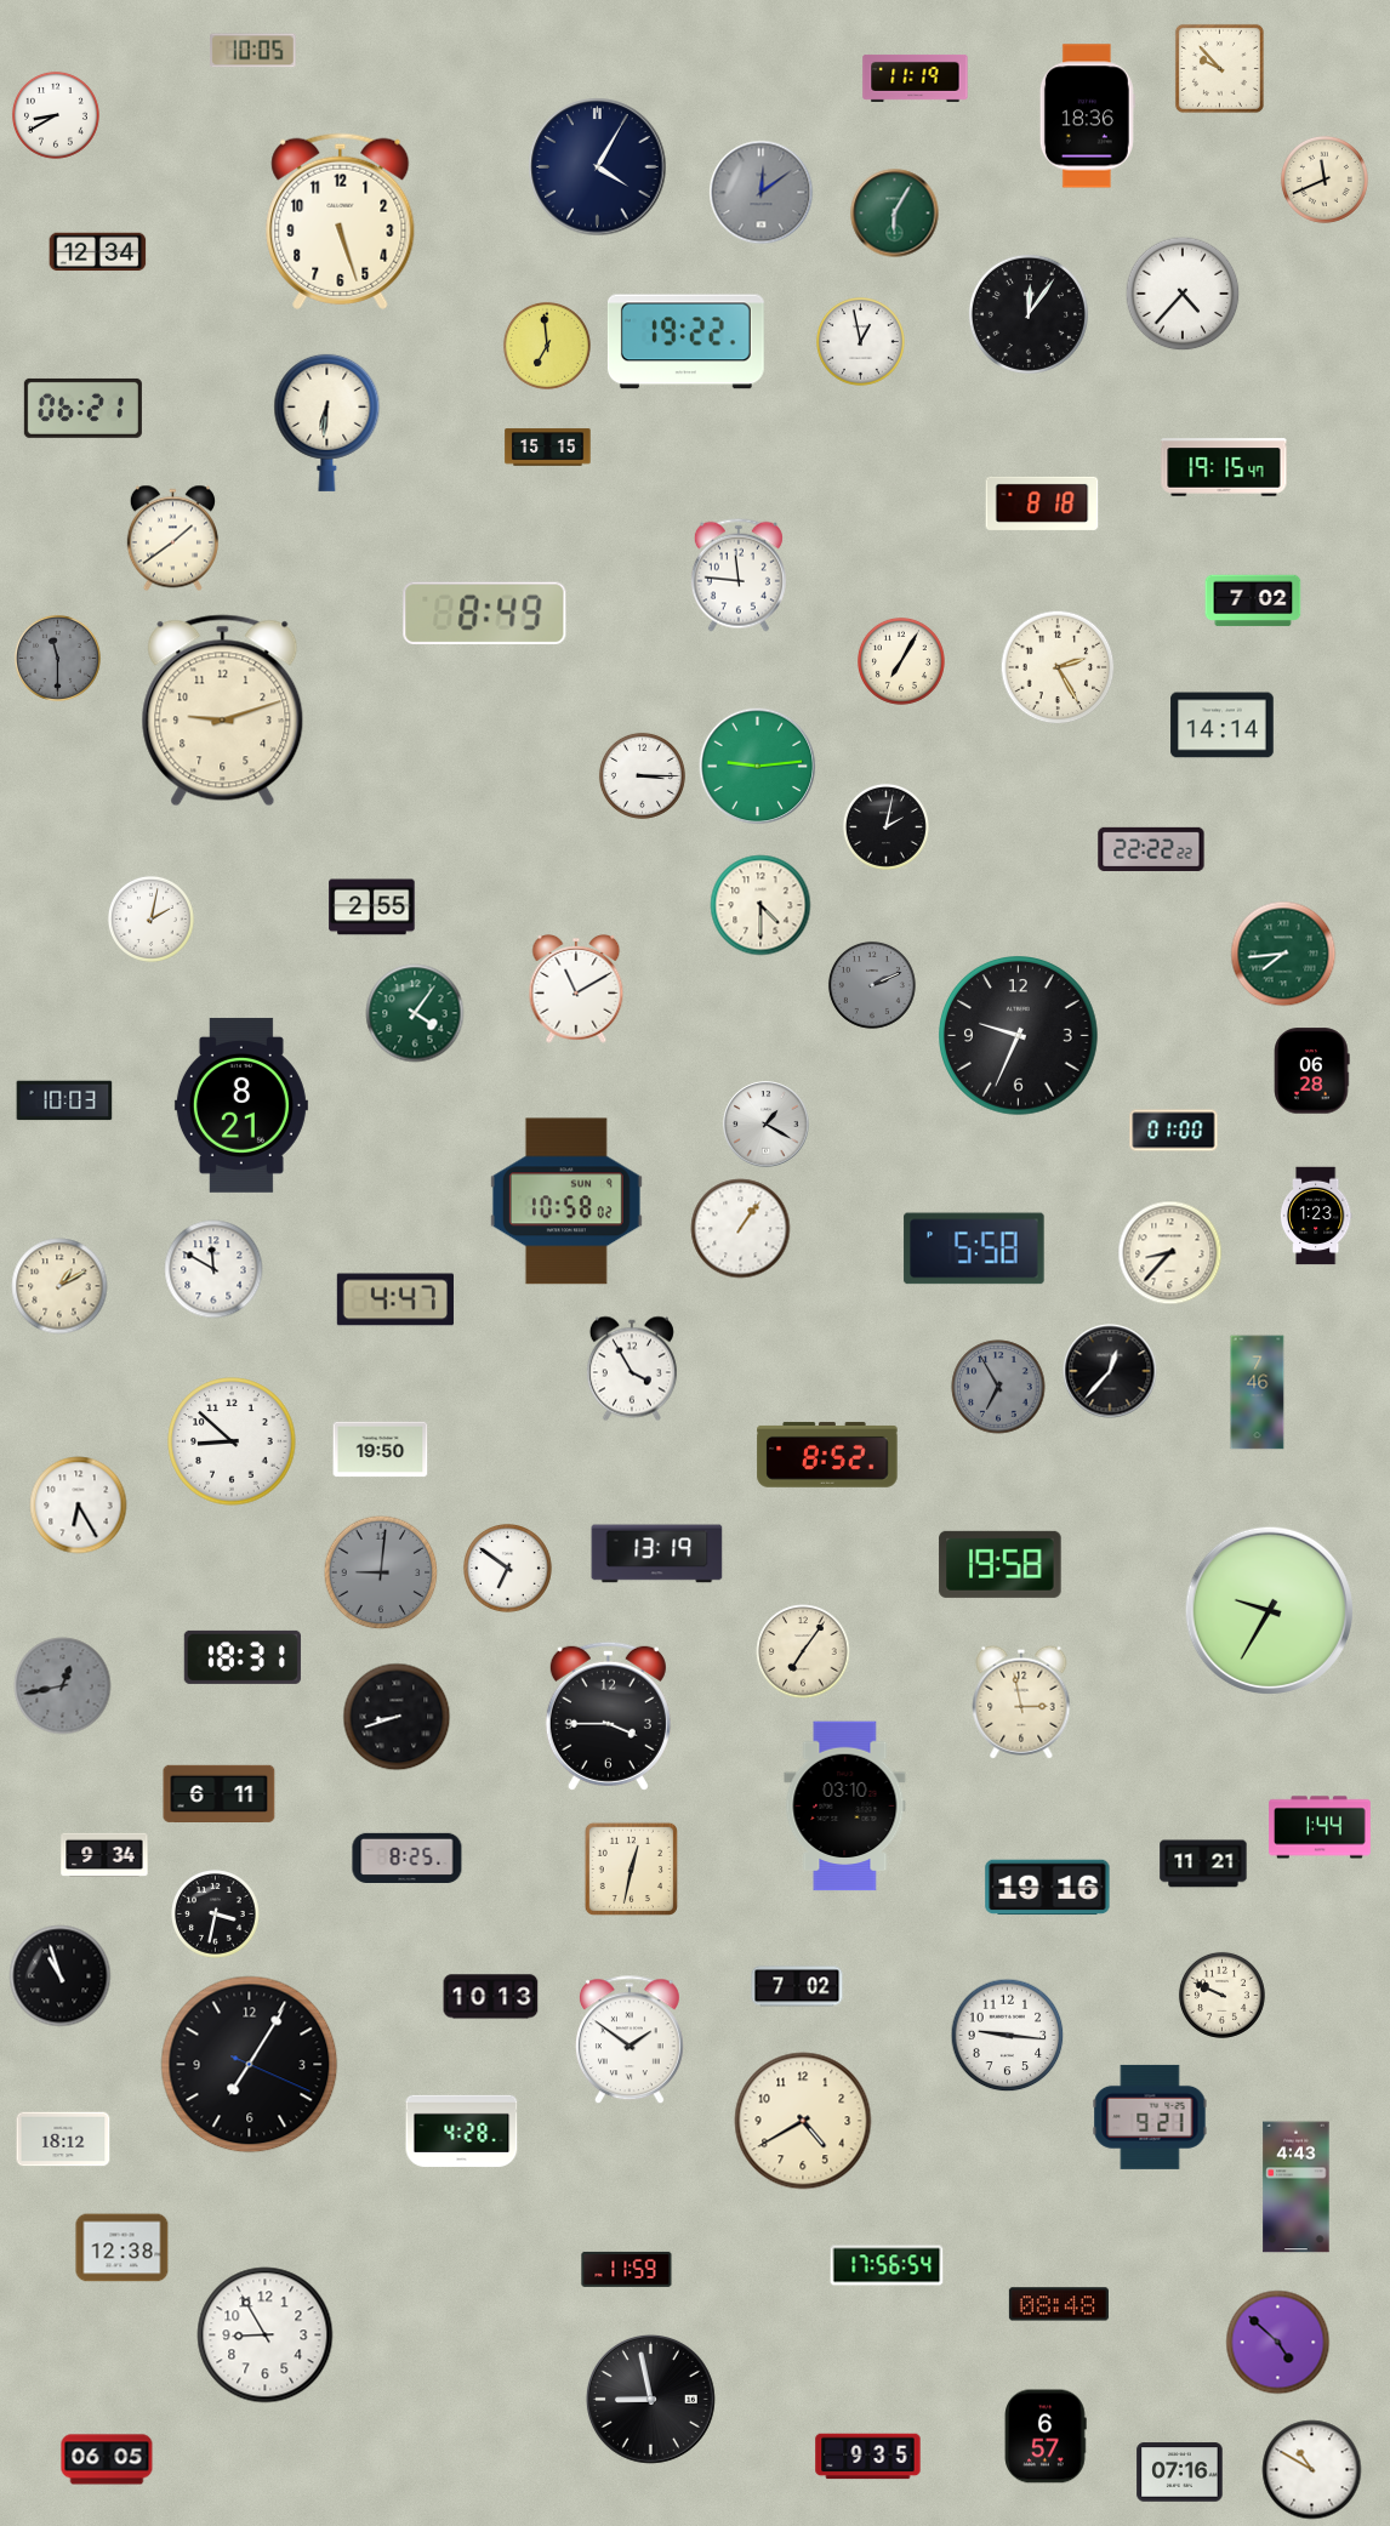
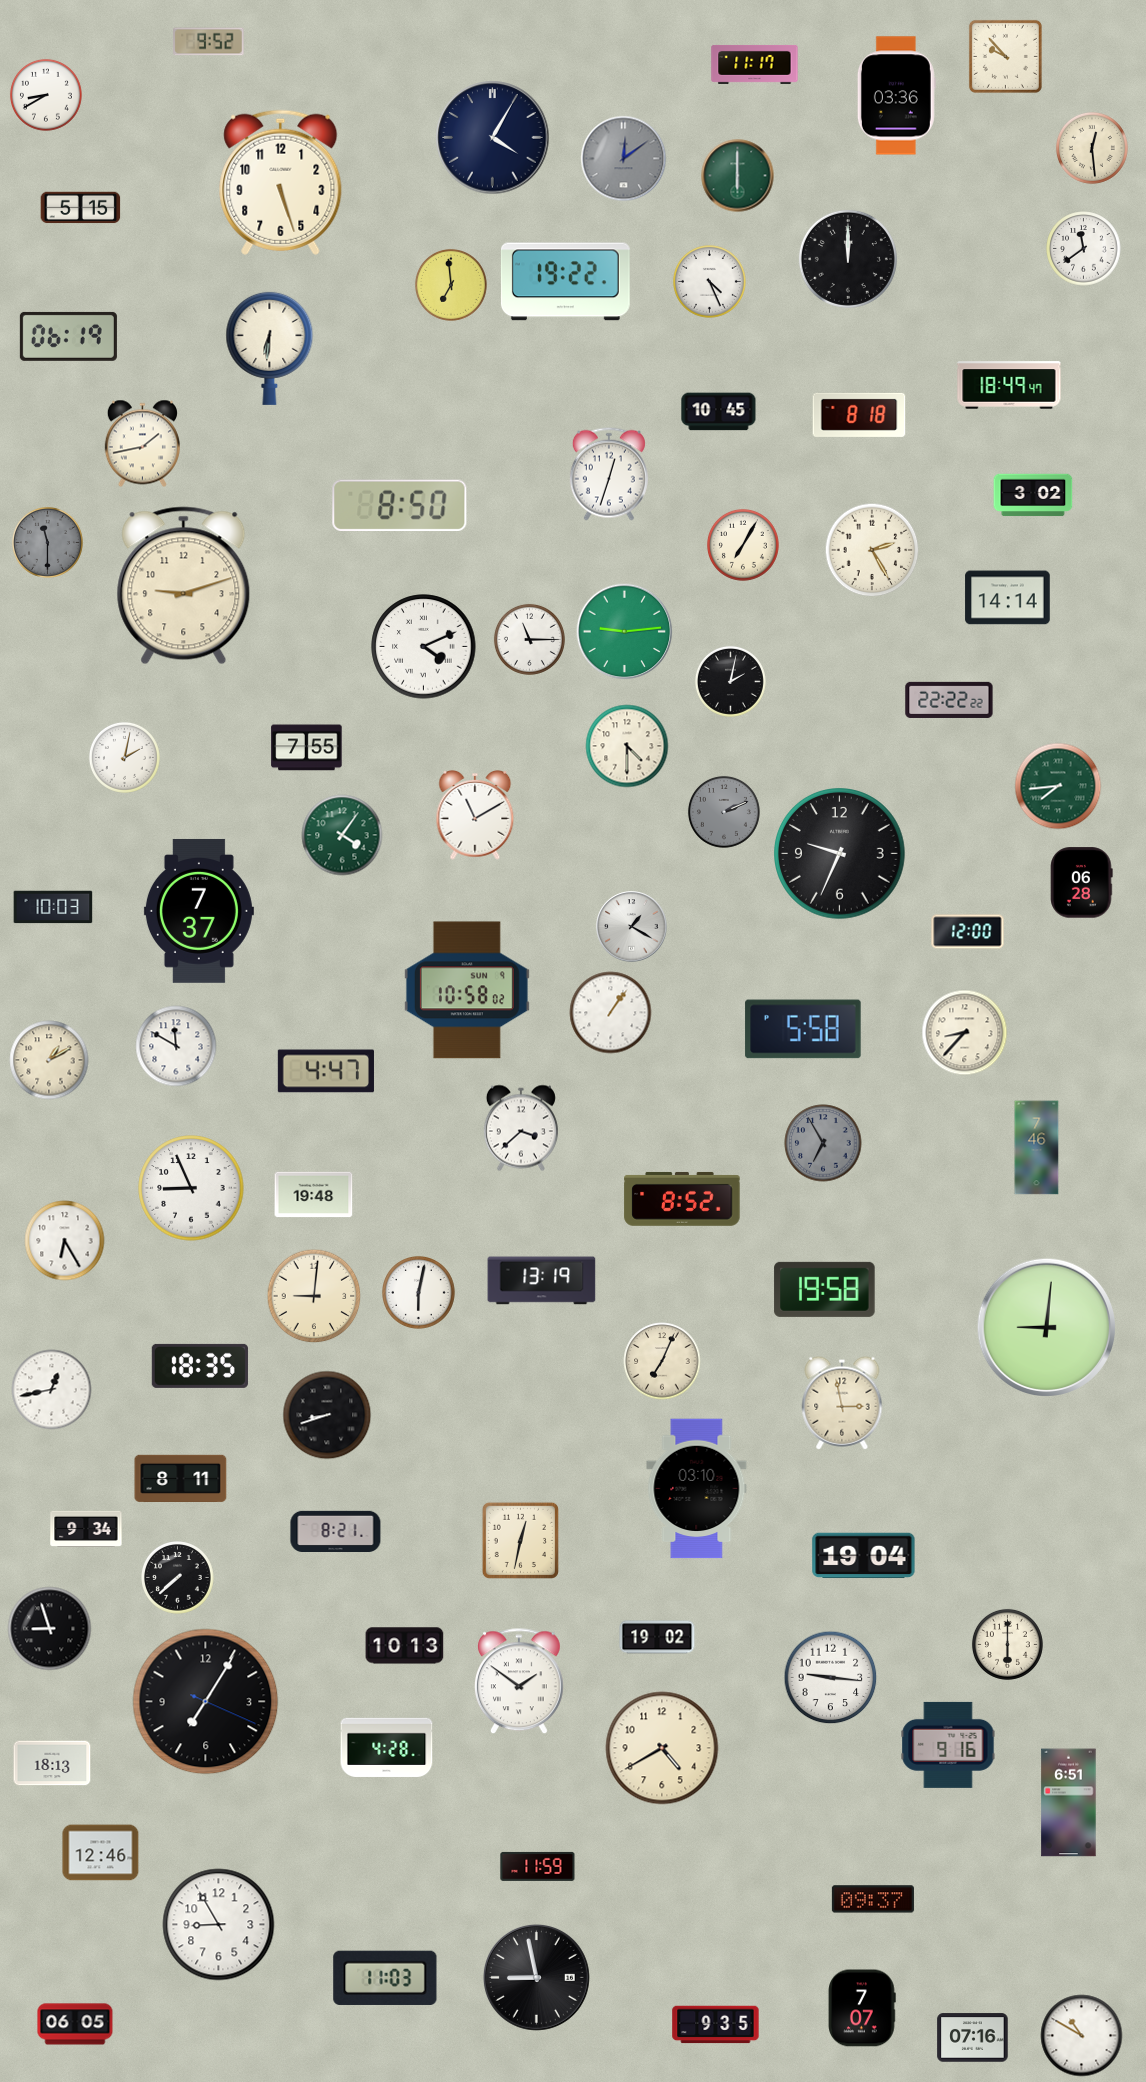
clock at (253, 51): 10:05 -> 9:52
clock at (916, 78): 11:19 -> 11:17
clock at (1087, 116): 18:36 -> 03:36
clock at (1325, 180): 11:41 -> 12:29
clock at (762, 193) position: (762, 193) -> (624, 159)
clock at (895, 214): 6:05 -> 6:00
clock at (98, 252): 12:34 -> 5:15
clock at (1183, 294): 4:37 -> none
clock at (1084, 249): none -> 11:39
clock at (1029, 314): 12:06 -> 12:00
clock at (861, 342): 12:58 -> 4:26
clock at (82, 408): 06:21 -> 06:19
clock at (548, 448): 15:15 -> none
clock at (1224, 467): 19:15 -> 18:49
clock at (719, 412): none -> 10:45
clock at (172, 539): 1:39 -> 1:43
clock at (739, 575): 11:46 -> 12:33
clock at (1253, 601): 7:02 -> 3:02
clock at (485, 613): 8:49 -> 8:50
clock at (642, 775): 3:15 -> 11:15
clock at (424, 647): none -> 4:11
clock at (372, 908): 2:55 -> 7:55
clock at (872, 985) position: (872, 985) -> (724, 812)
clock at (241, 1105): 8:21 -> 7:37
clock at (1174, 1131): 01:00 -> 12:00
clock at (1316, 1216): 1:23 -> none
clock at (632, 1369): 3:55 -> 3:38
clock at (1110, 1371): 12:37 -> none
clock at (232, 1441): 8:52 -> 8:56
clock at (381, 1450): 19:50 -> 19:48
clock at (508, 1569): 6:51 -> 6:02
clock at (381, 1572) dial: grey -> cream
clock at (1269, 1610): 9:35 -> 9:01
clock at (803, 1651): 7:06 -> 7:04
clock at (243, 1657): 18:31 -> 18:35
clock at (63, 1686) dial: grey -> white
clock at (608, 1716): 3:45 -> none
clock at (220, 1793): 6:11 -> 8:11
clock at (1320, 1827): 1:44 -> none
clock at (408, 1857): 8:25 -> 8:21
clock at (1203, 1864): 11:21 -> none
clock at (1048, 1888): 19:16 -> 19:04
clock at (216, 1915): 3:32 -> 7:38
clock at (61, 1976): 10:57 -> 8:57
clock at (797, 1986): 7:02 -> 19:02
clock at (1221, 1995): 9:49 -> 6:00
clock at (1150, 2117): 9:21 -> 9:16
clock at (462, 2130) position: (462, 2130) -> (387, 1747)
clock at (63, 2139): 18:12 -> 18:13
clock at (1297, 2188): 4:43 -> 6:51
clock at (123, 2248): 12:38 -> 12:46
clock at (887, 2265): 17:56 -> none
clock at (627, 2269) position: (627, 2269) -> (538, 1866)
clock at (1059, 2304): 08:48 -> 09:37
clock at (1278, 2343): 4:52 -> none
clock at (385, 1977): none -> 11:03
clock at (1046, 2436): 6:57 -> 7:07
clock at (107, 2459) position: (107, 2459) -> (75, 2024)
